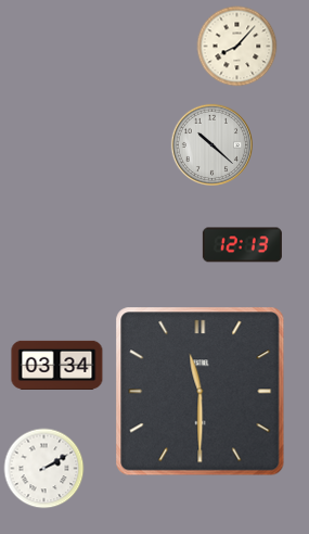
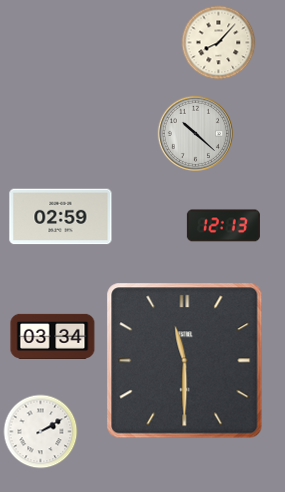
clock at (61, 217): none -> 02:59
